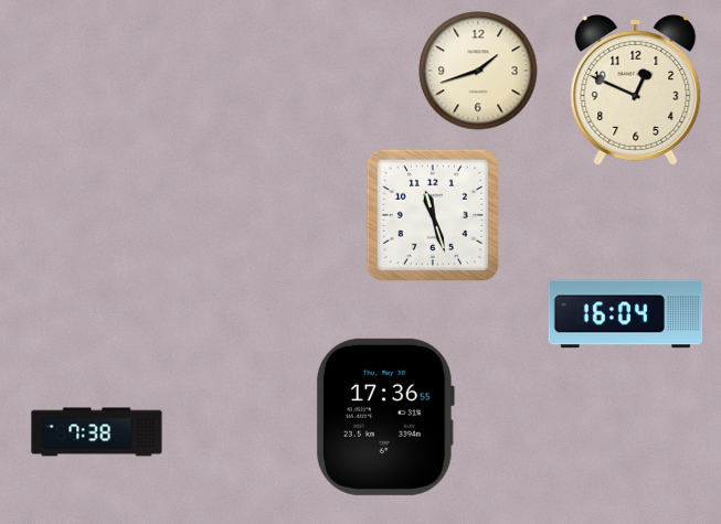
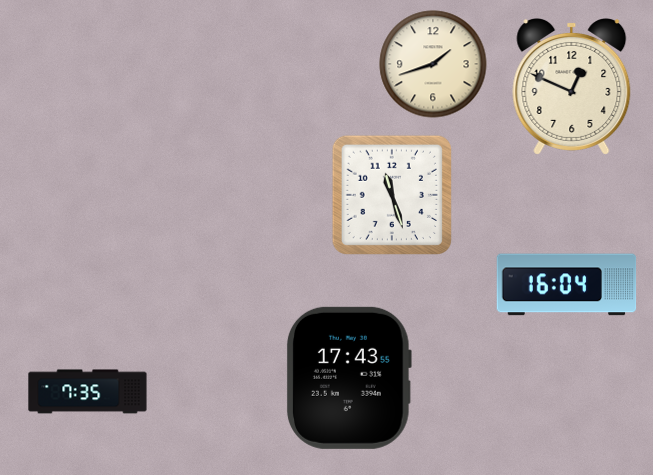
clock at (636, 90) position: (636, 90) -> (572, 87)
clock at (385, 417): 17:36 -> 17:43
clock at (97, 432): 7:38 -> 7:35
